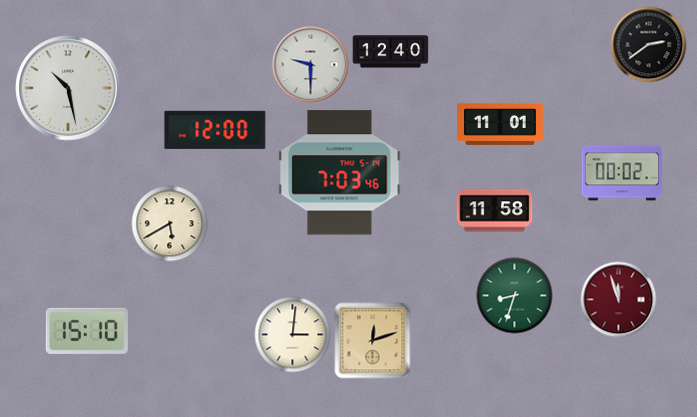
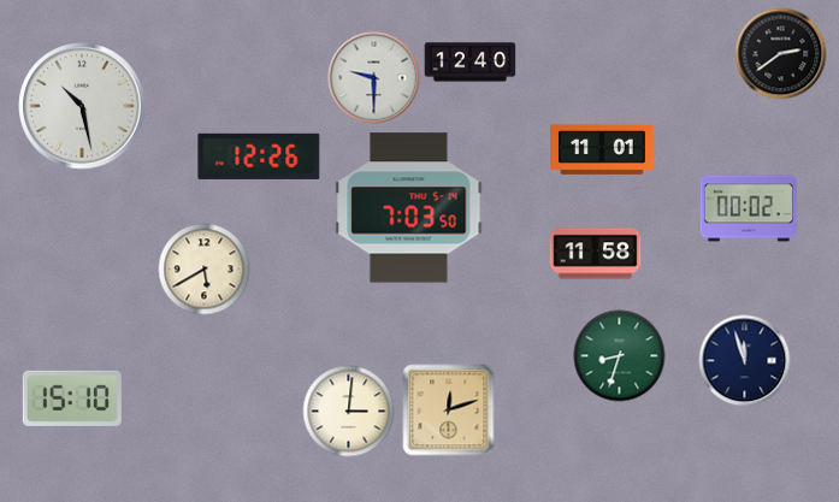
clock at (215, 130): 12:00 -> 12:26
clock at (340, 173): 7:03:46 -> 7:03:50
clock at (619, 300) dial: burgundy -> navy
clock at (87, 331) position: (87, 331) -> (72, 398)
clock at (293, 335) position: (293, 335) -> (349, 412)
